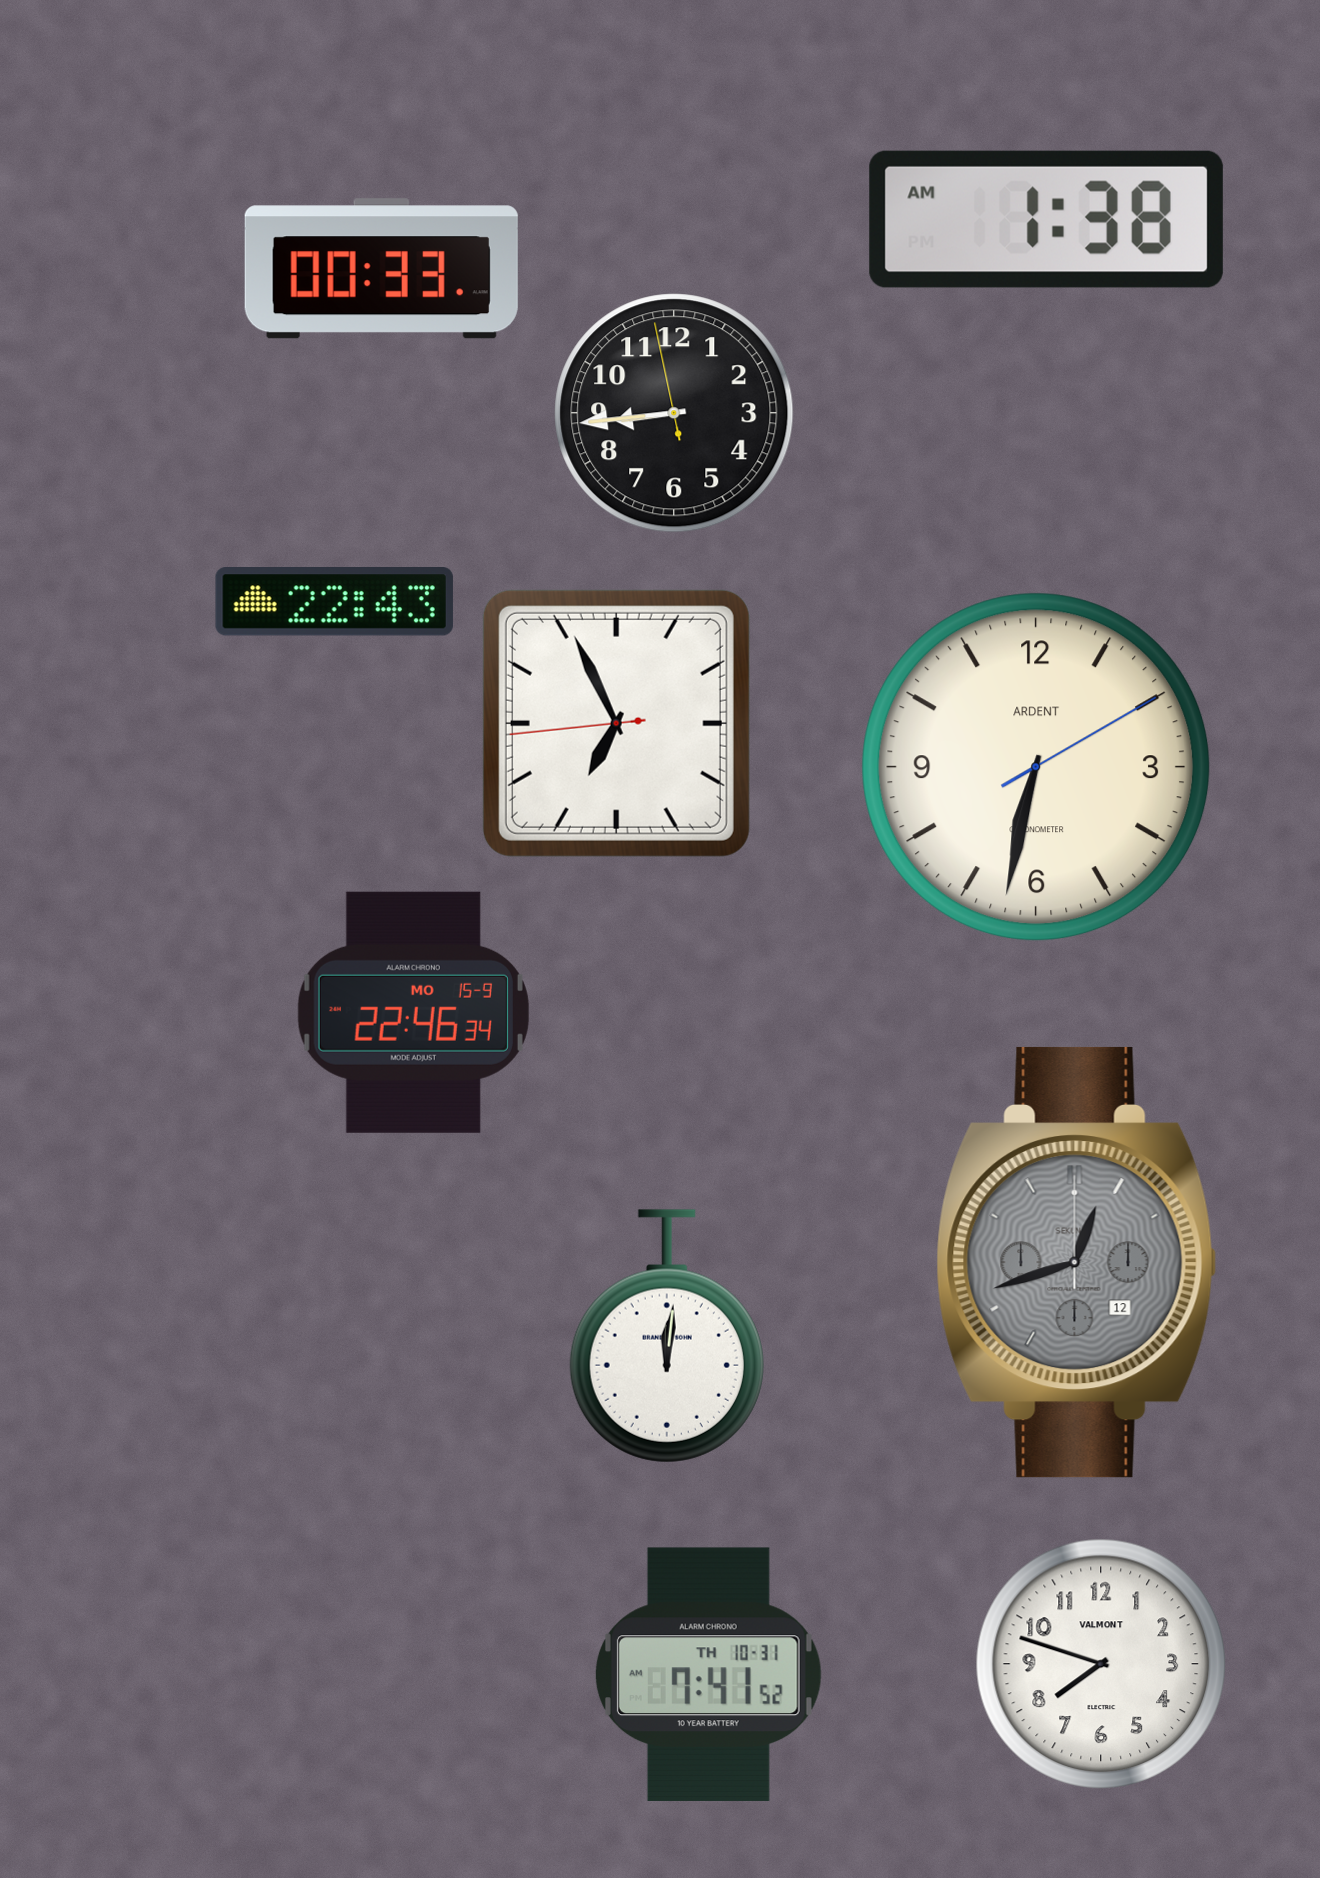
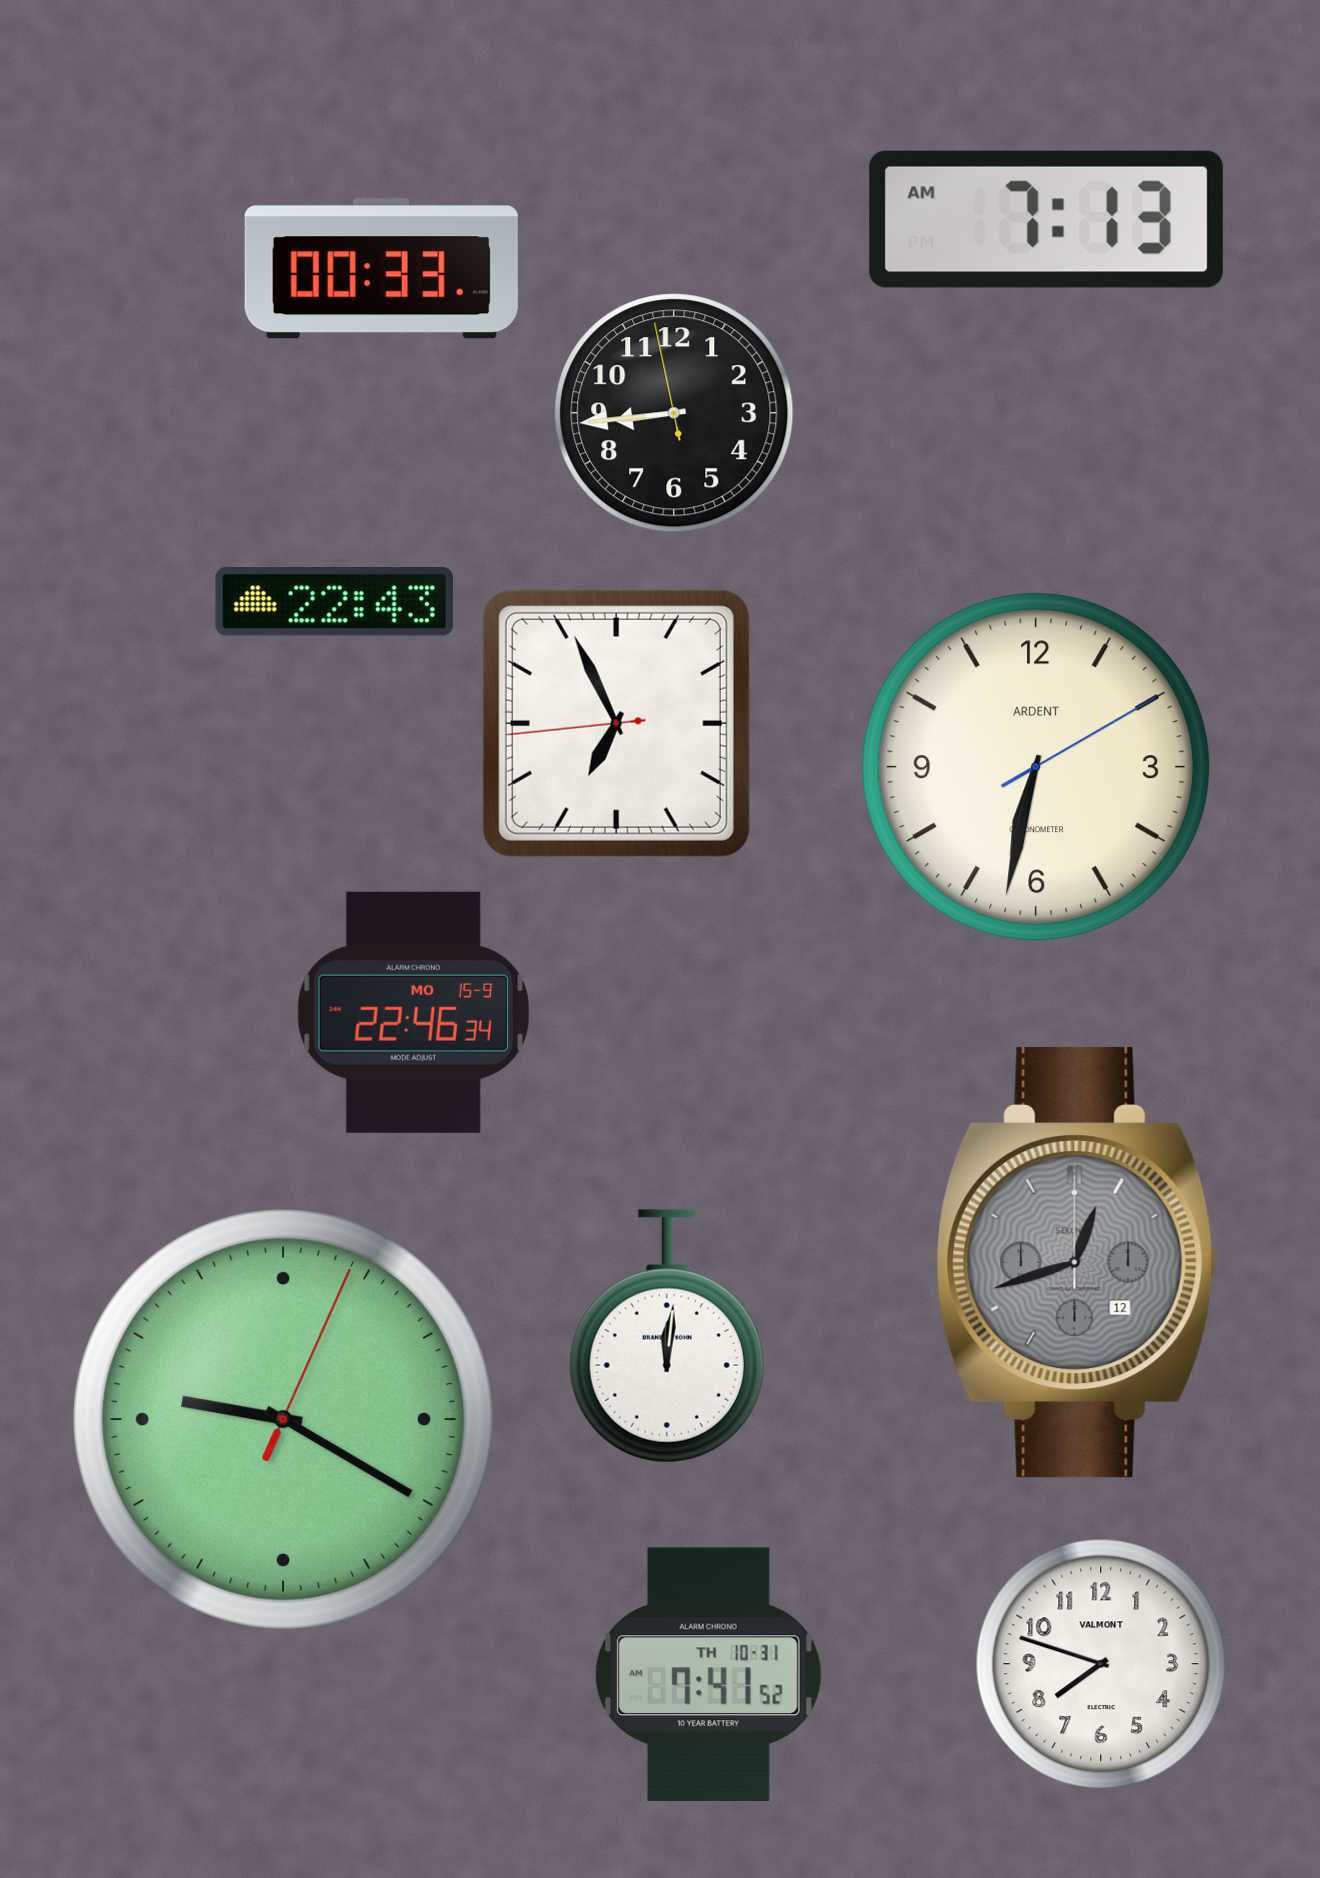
clock at (1046, 219): 1:38 -> 7:13
clock at (283, 1419): none -> 9:20
